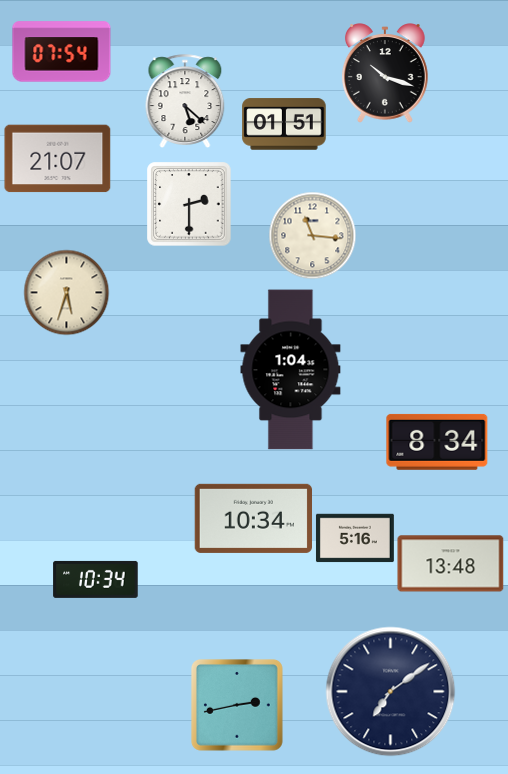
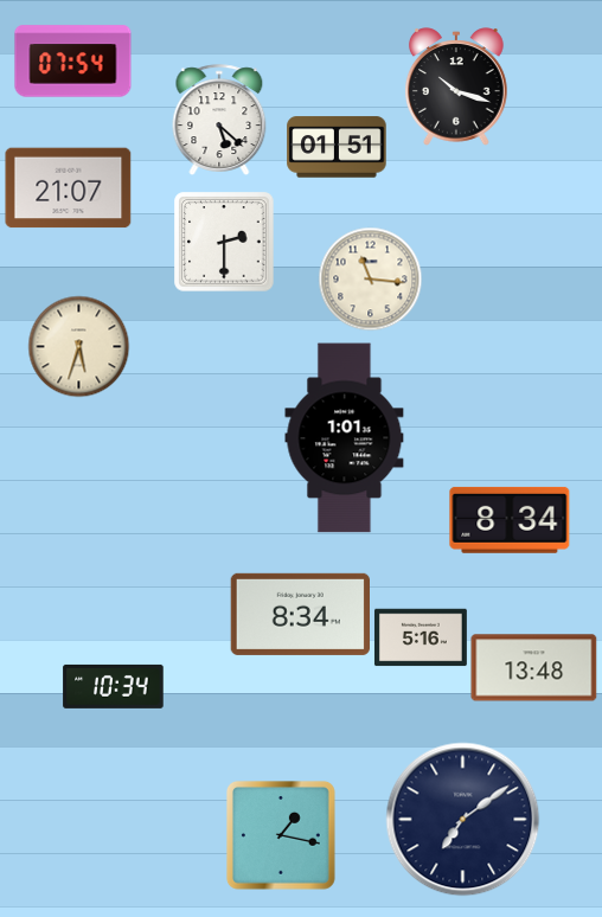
clock at (291, 370): 1:04 -> 1:01
clock at (437, 442) position: (437, 442) -> (510, 520)
clock at (253, 518): 10:34 -> 8:34
clock at (238, 706): 2:43 -> 1:17
